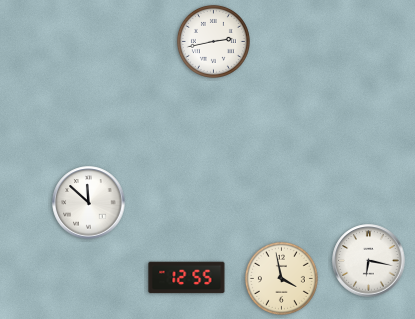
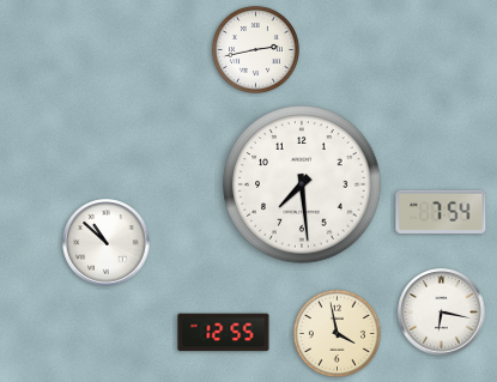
clock at (302, 184): none -> 7:29
clock at (441, 212): none -> 7:54
clock at (89, 203): 11:52 -> 10:52
